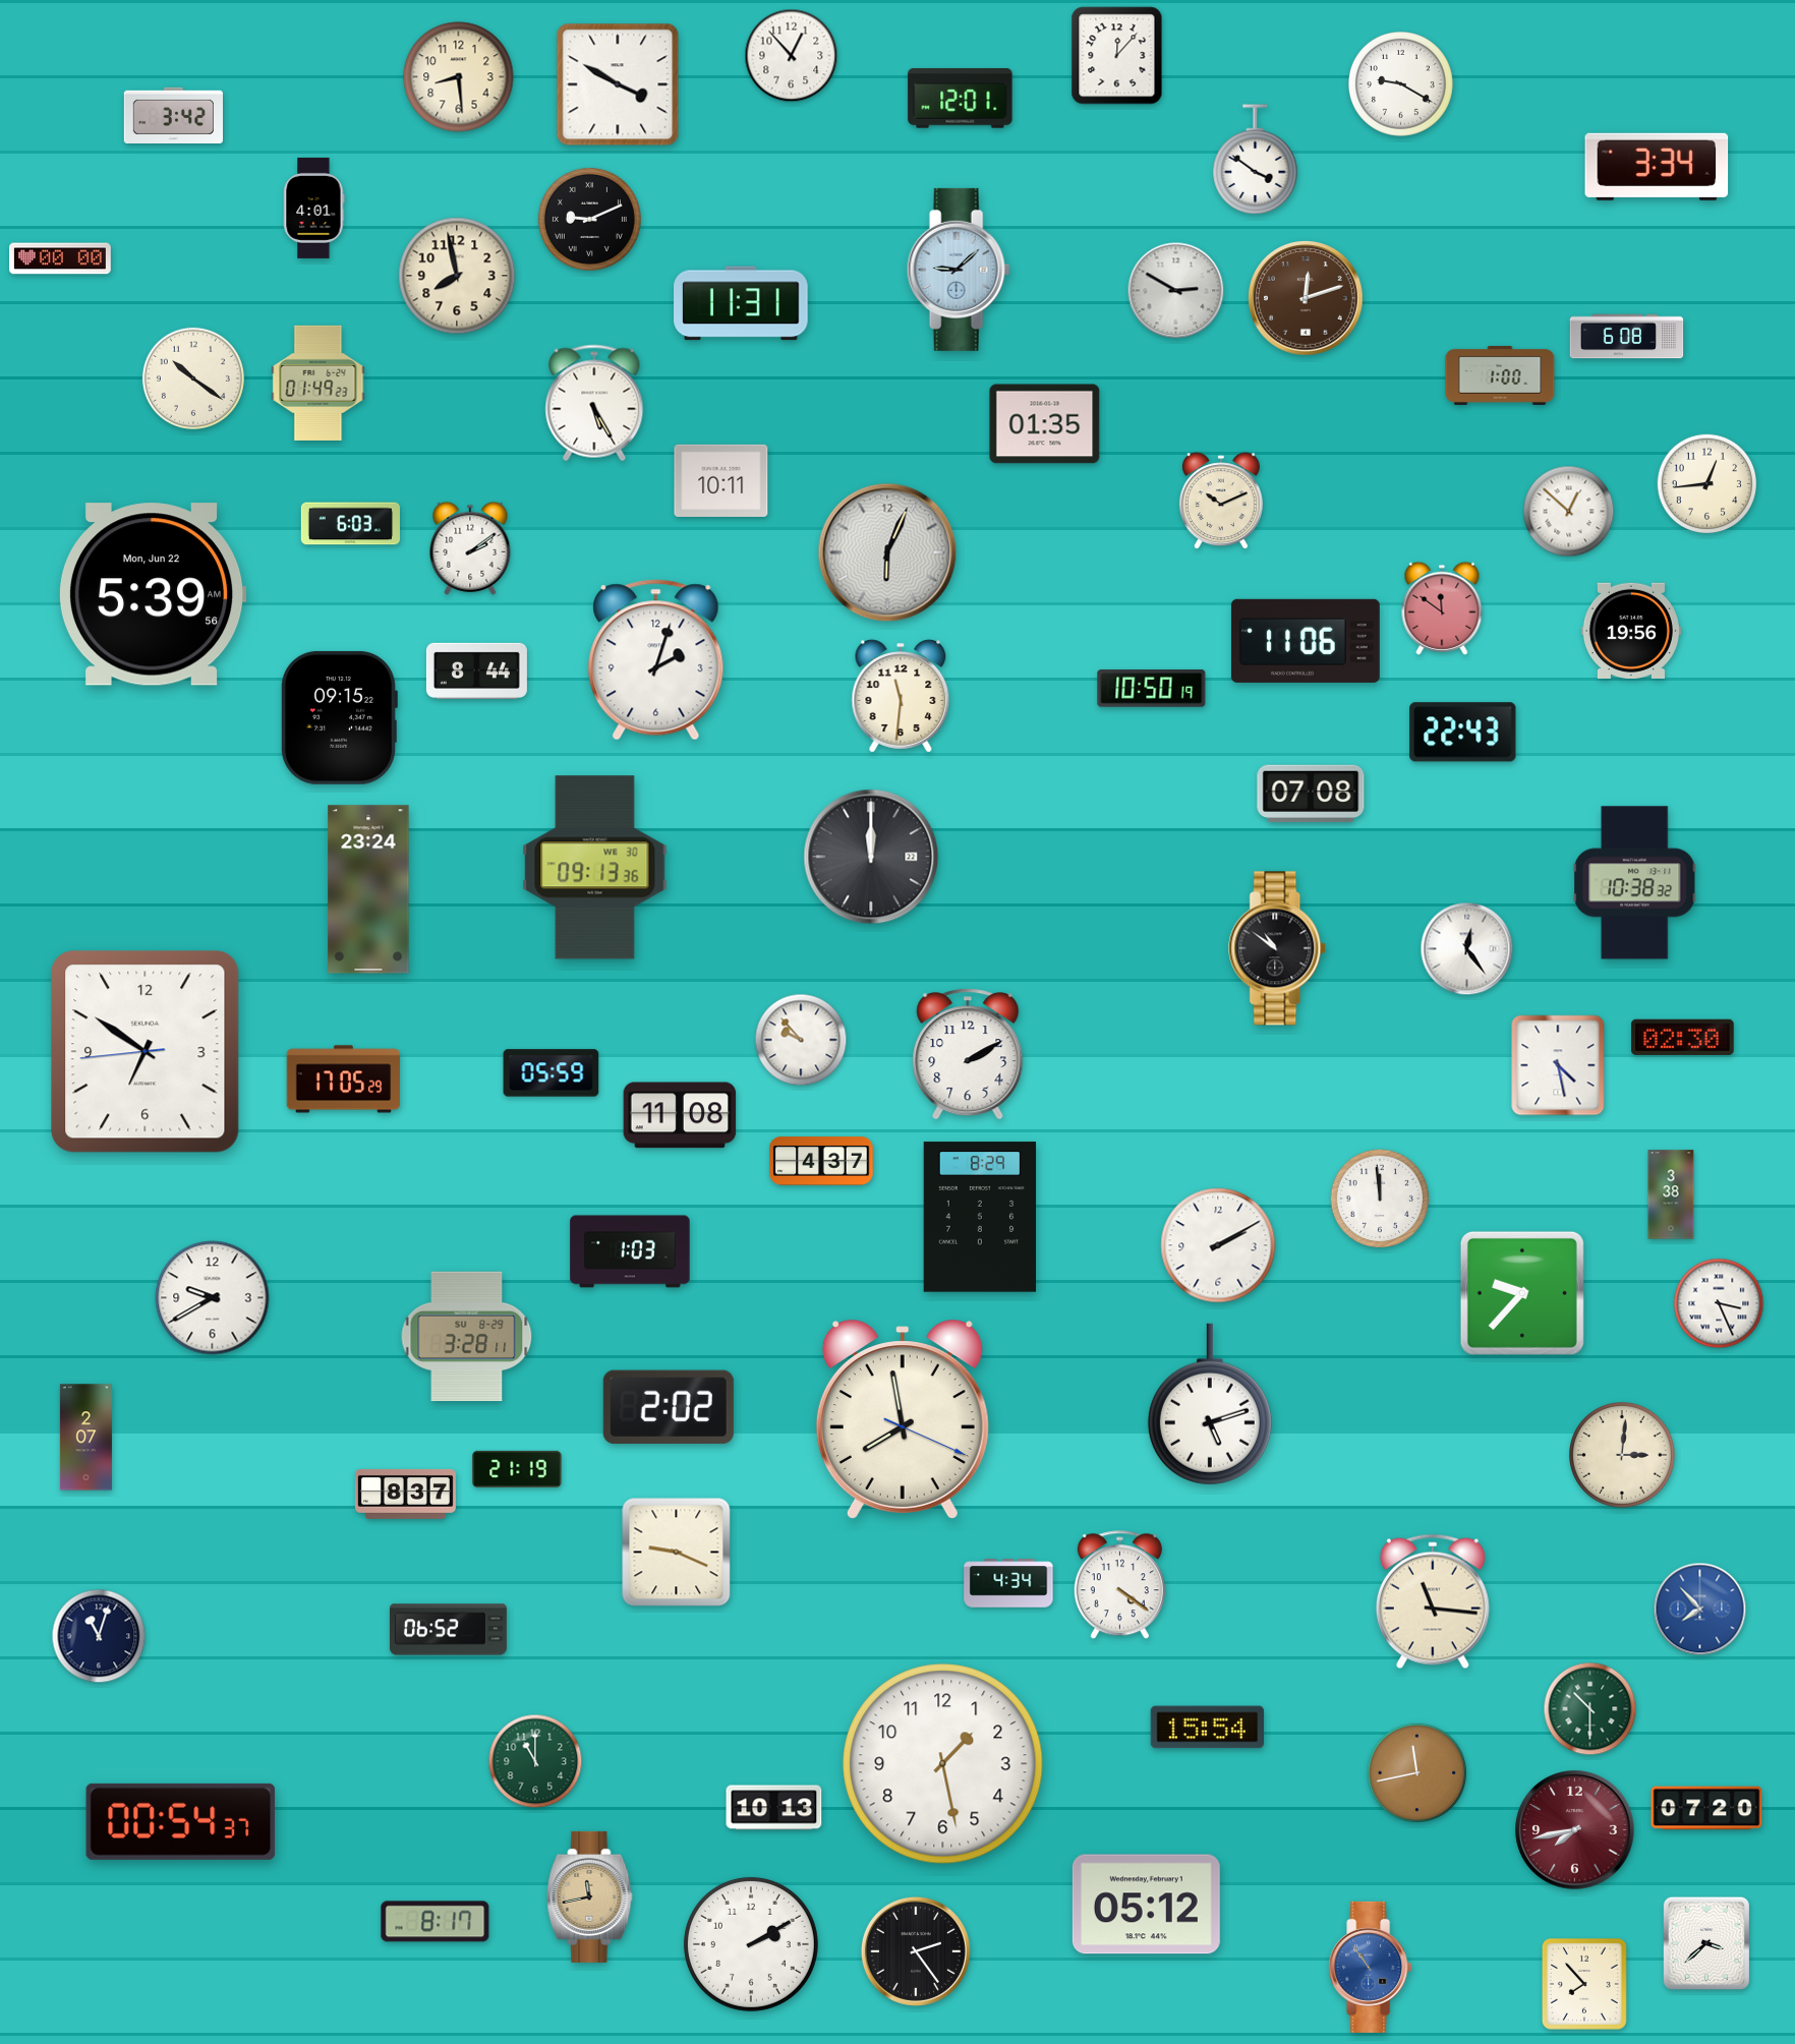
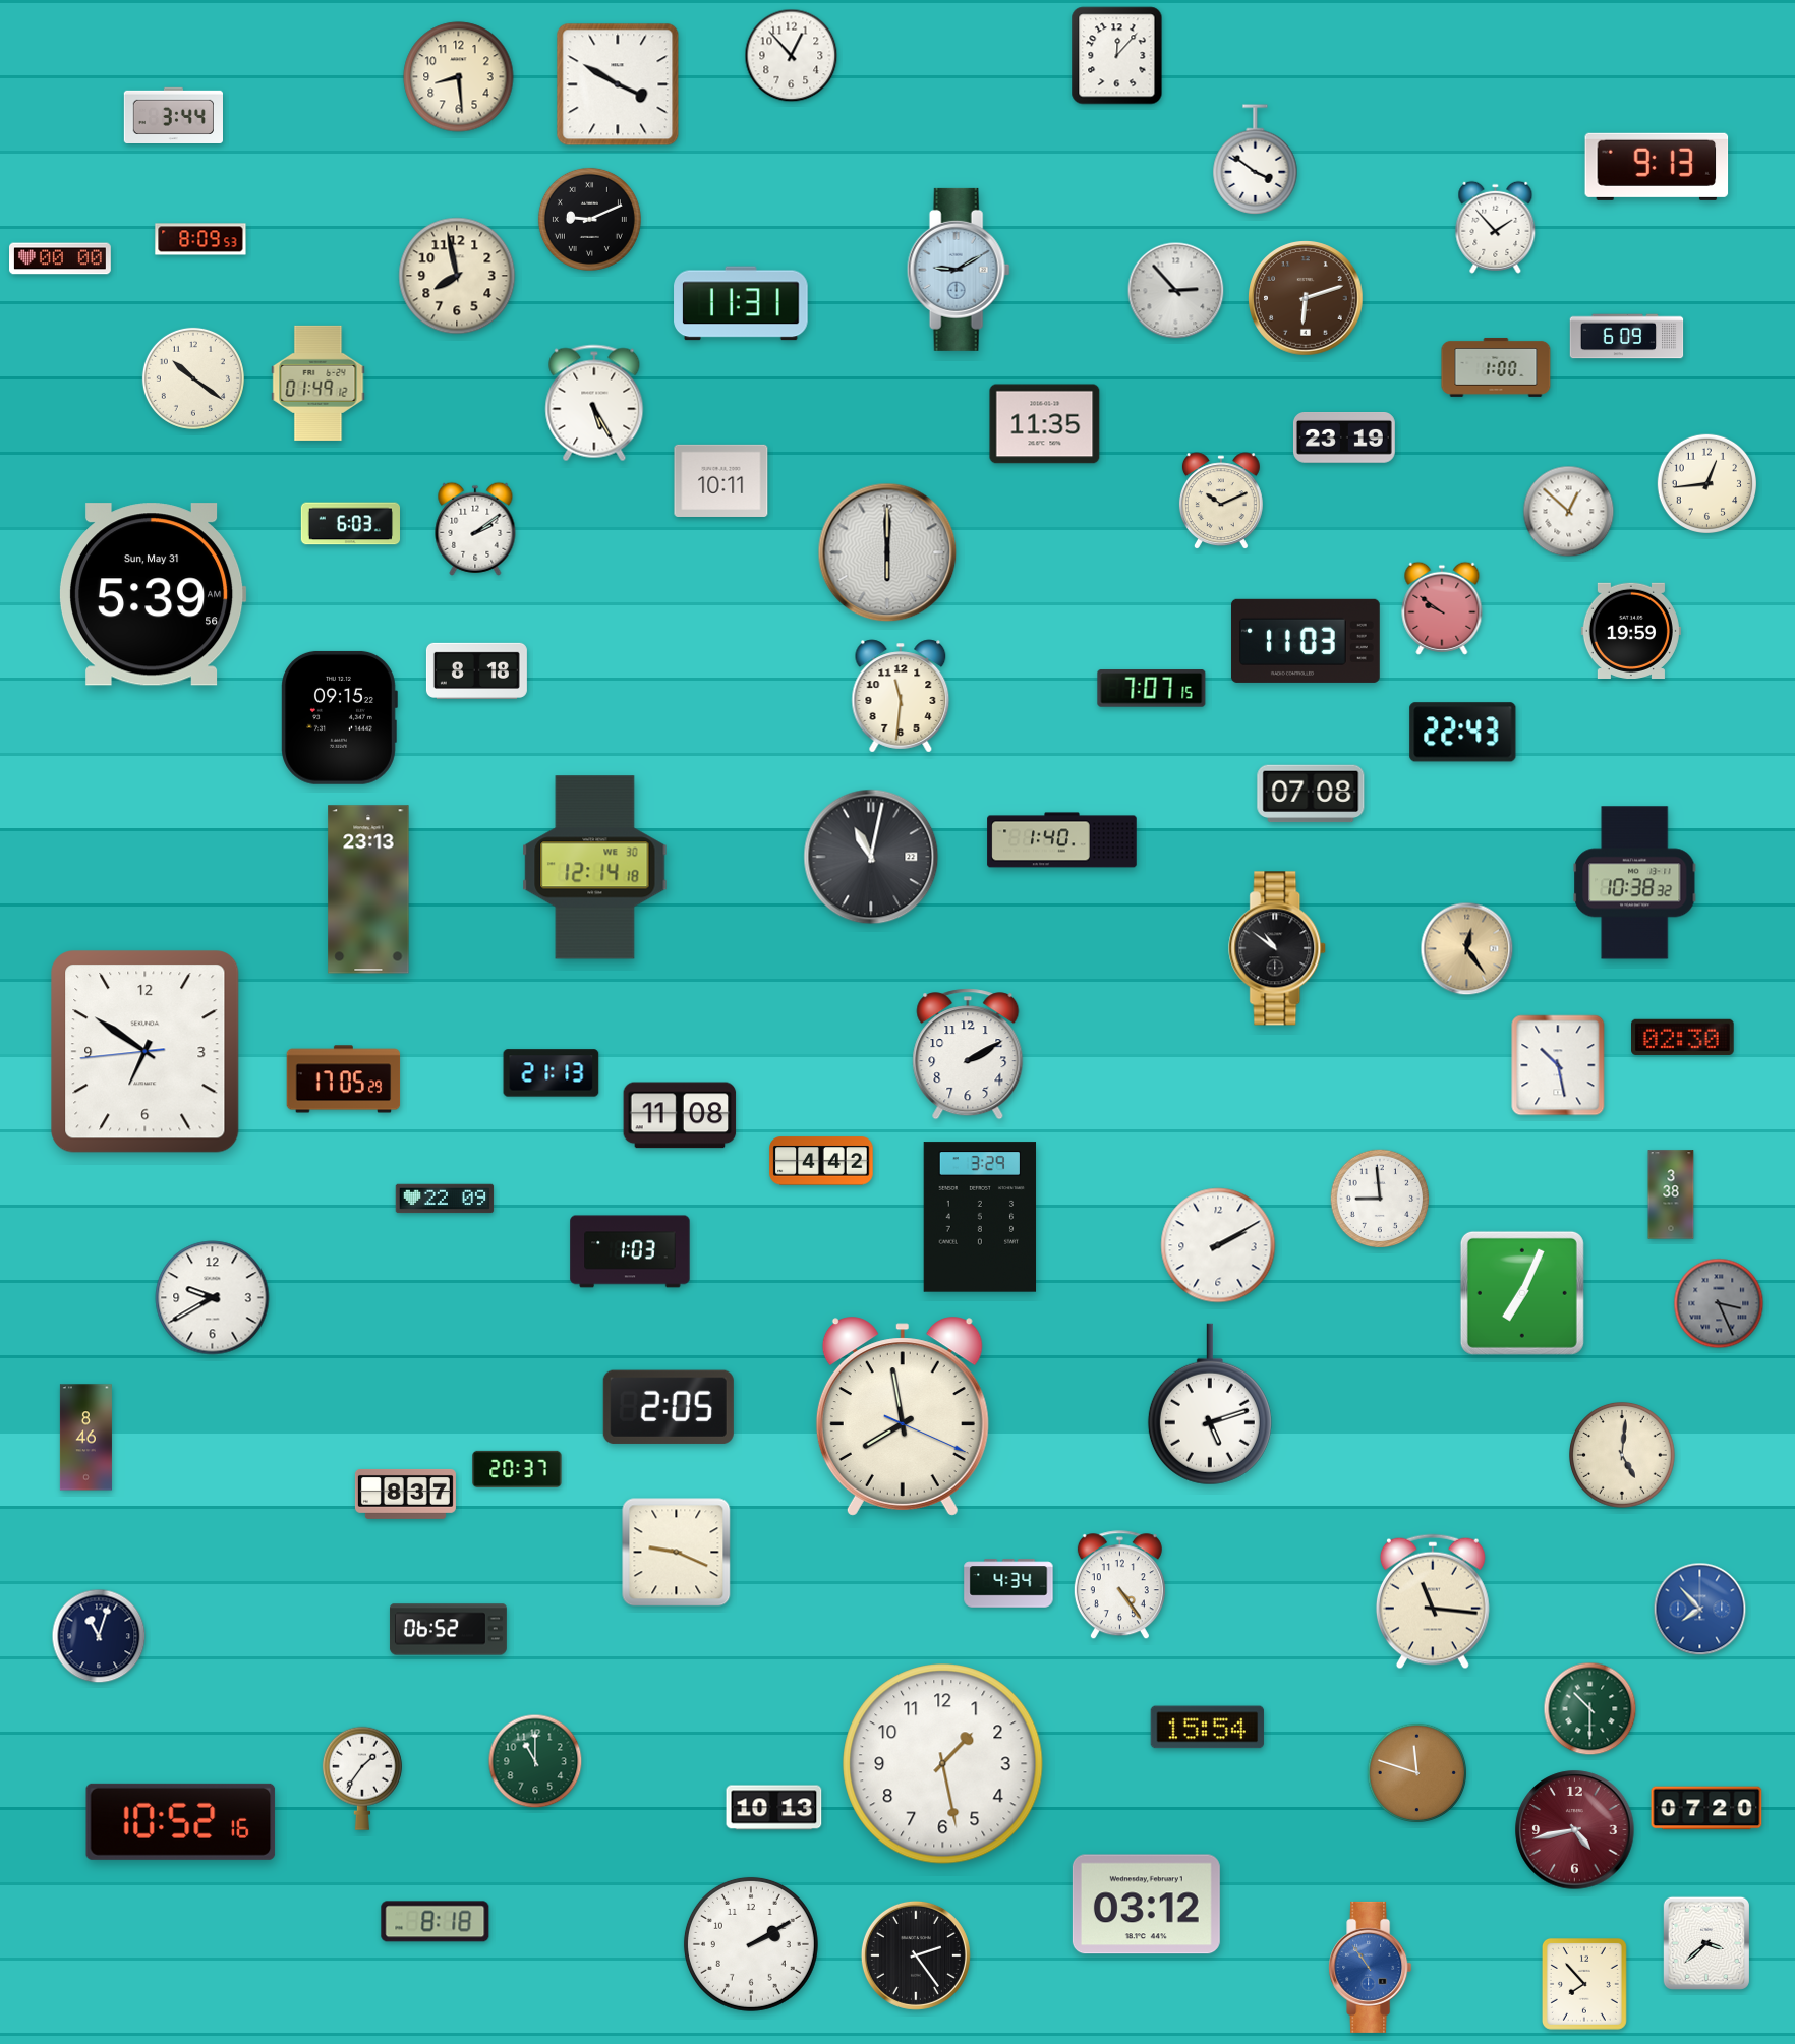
clock at (1400, 83): 9:20 -> none
clock at (961, 99): 12:01 -> none
clock at (173, 115): 3:42 -> 3:44
clock at (1657, 167): 3:34 -> 9:13
clock at (314, 208): 4:01 -> none
clock at (1496, 227): none -> 1:53
clock at (200, 239): none -> 8:09
clock at (959, 270): 9:08 -> 9:10
clock at (1176, 291): 2:50 -> 2:53
clock at (1307, 299): 12:12 -> 6:12
clock at (1627, 337): 6:08 -> 6:09
clock at (1500, 375) position: (1500, 375) -> (1496, 367)
clock at (319, 383): 01:49:23 -> 01:49:12
clock at (1045, 424): 01:35 -> 11:35
clock at (1344, 439): none -> 23:19
clock at (470, 548) position: (470, 548) -> (475, 529)
clock at (887, 552): 6:04 -> 6:00
clock at (153, 594) date: Mon, Jun 22 -> Sun, May 31
clock at (1442, 608): 11:51 -> 9:51
clock at (1631, 631): 19:56 -> 19:59
clock at (1306, 641): 11:06 -> 11:03
clock at (656, 660): 2:03 -> none
clock at (476, 670): 8:44 -> 8:18
clock at (1152, 689): 10:50 -> 7:07
clock at (1062, 840): none -> 1:40
clock at (871, 857): 12:00 -> 11:02
clock at (595, 868): 09:13 -> 12:14
clock at (368, 889): 23:24 -> 23:13
clock at (1467, 949) dial: white -> champagne
clock at (801, 1040): 9:53 -> none
clock at (1558, 1065): 4:28 -> 10:28
clock at (552, 1073): 05:59 -> 21:13
clock at (821, 1161): 4:37 -> 4:42
clock at (445, 1199): none -> 22:09
clock at (1380, 1199): 11:59 -> 8:59
clock at (980, 1217): 8:29 -> 3:29
clock at (1522, 1293): 9:37 -> 7:04
clock at (1719, 1303) dial: white -> grey
clock at (467, 1337): 3:28 -> none
clock at (669, 1407): 2:02 -> 2:05
clock at (903, 1419) position: (903, 1419) -> (903, 1416)
clock at (85, 1438): 2:07 -> 8:46
clock at (1623, 1456): 3:01 -> 5:01
clock at (517, 1469): 21:19 -> 20:37
clock at (1119, 1585): 4:21 -> 4:24
clock at (1416, 1772): 11:43 -> 11:48
clock at (362, 1778): none -> 1:36
clock at (181, 1821): 00:54 -> 10:52
clock at (1575, 1830): 7:43 -> 4:43
clock at (590, 1896): 11:43 -> none
clock at (1146, 1905): 05:12 -> 03:12
clock at (436, 1922): 8:17 -> 8:18
clock at (916, 1951) position: (916, 1951) -> (916, 1955)
